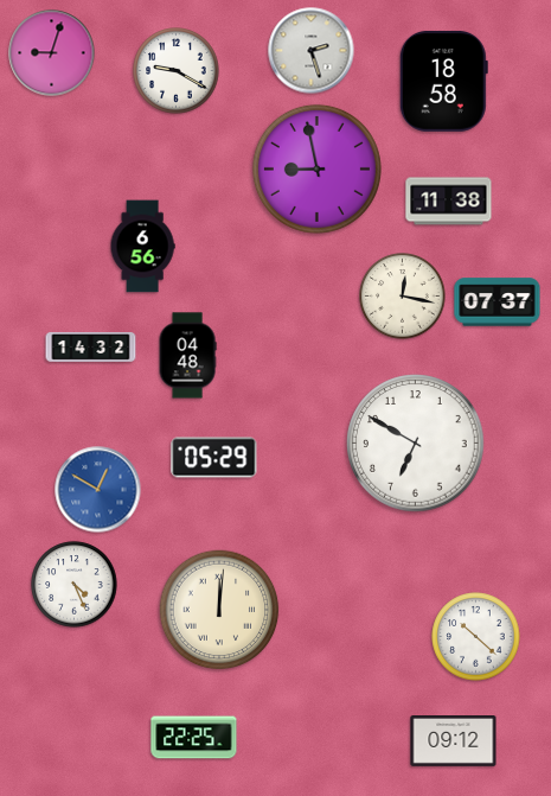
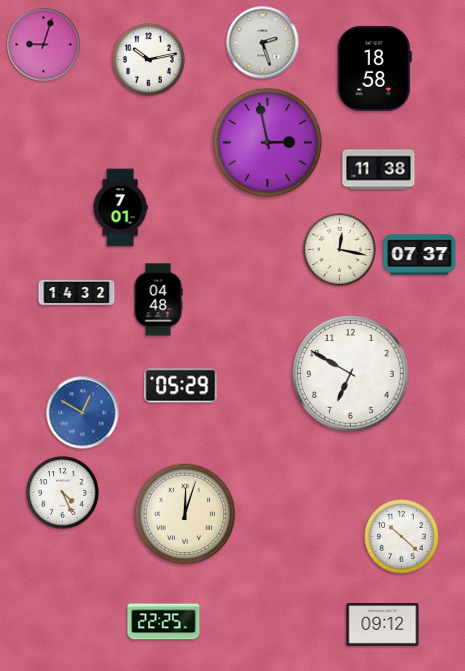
clock at (177, 71): 9:20 -> 10:13
clock at (316, 168): 8:58 -> 2:58
clock at (142, 247): 6:56 -> 7:01
clock at (219, 610): 12:01 -> 12:03
